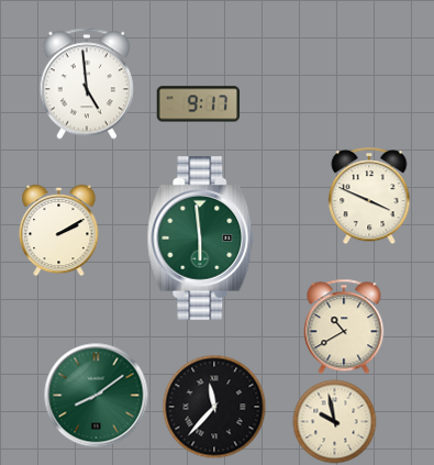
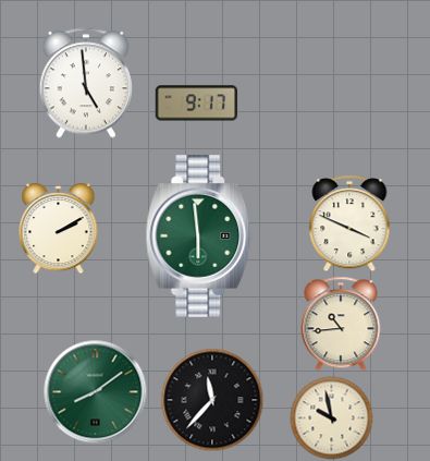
clock at (369, 197) position: (369, 197) -> (349, 225)
clock at (344, 326): 10:40 -> 10:44
clock at (214, 407) position: (214, 407) -> (212, 400)
